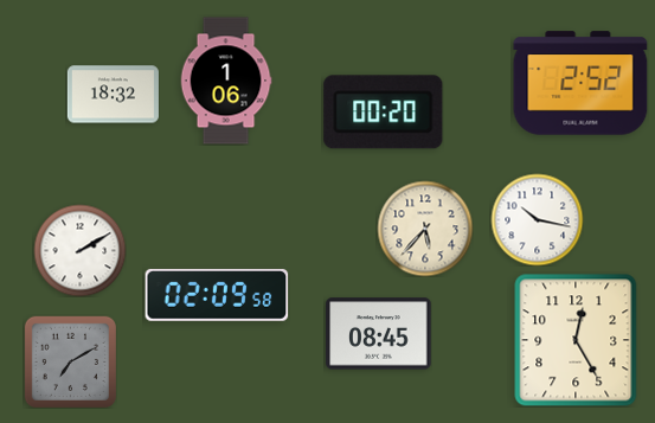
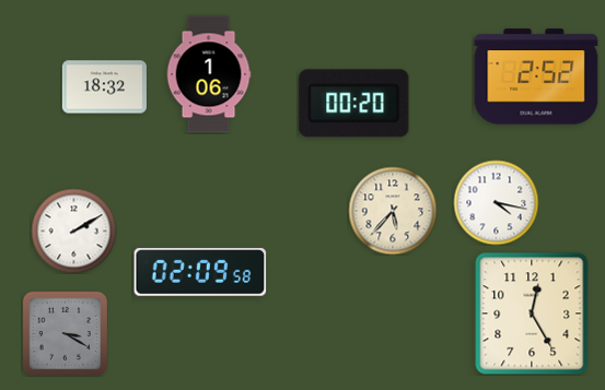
clock at (537, 219): 10:17 -> 4:17
clock at (379, 334): 08:45 -> none
clock at (70, 361): 7:10 -> 3:20
